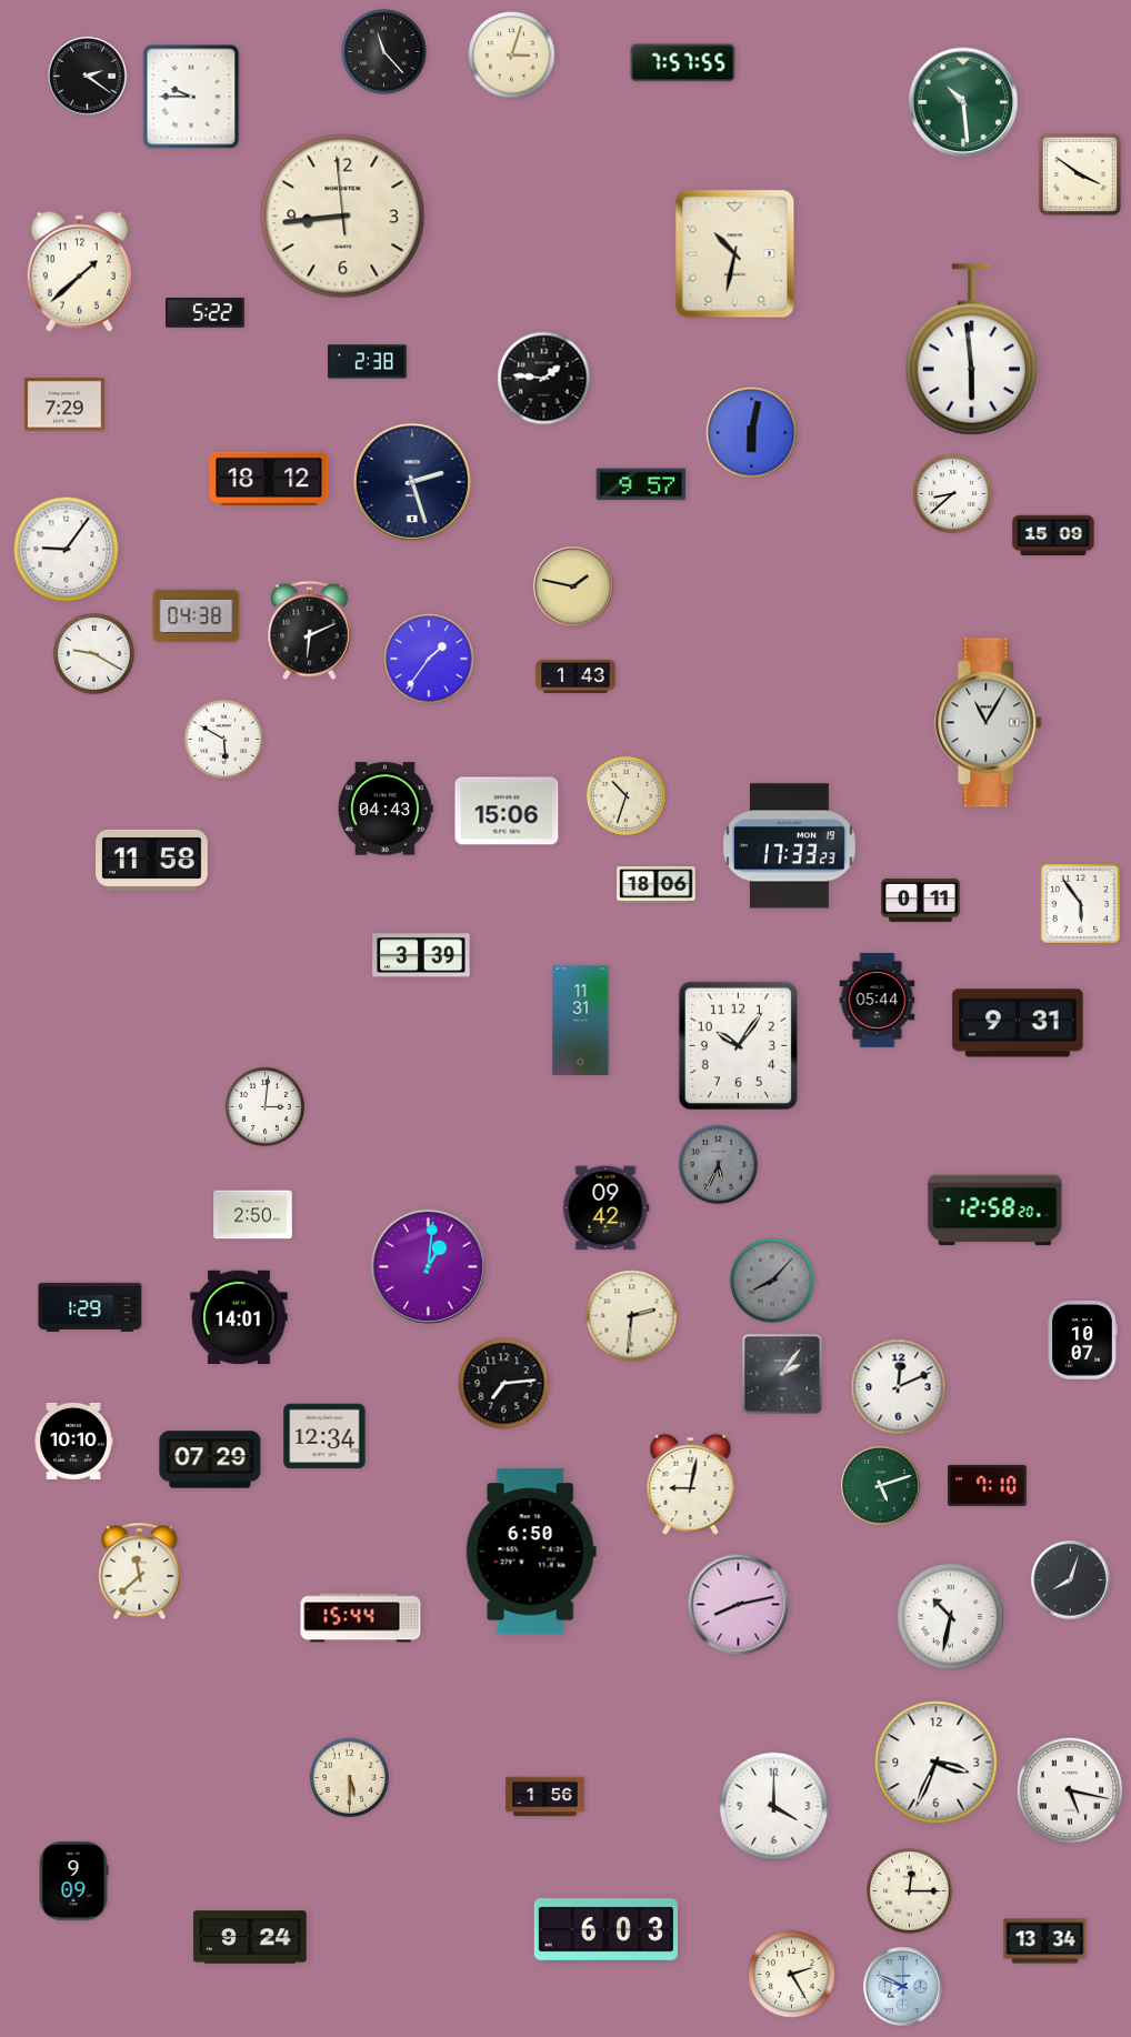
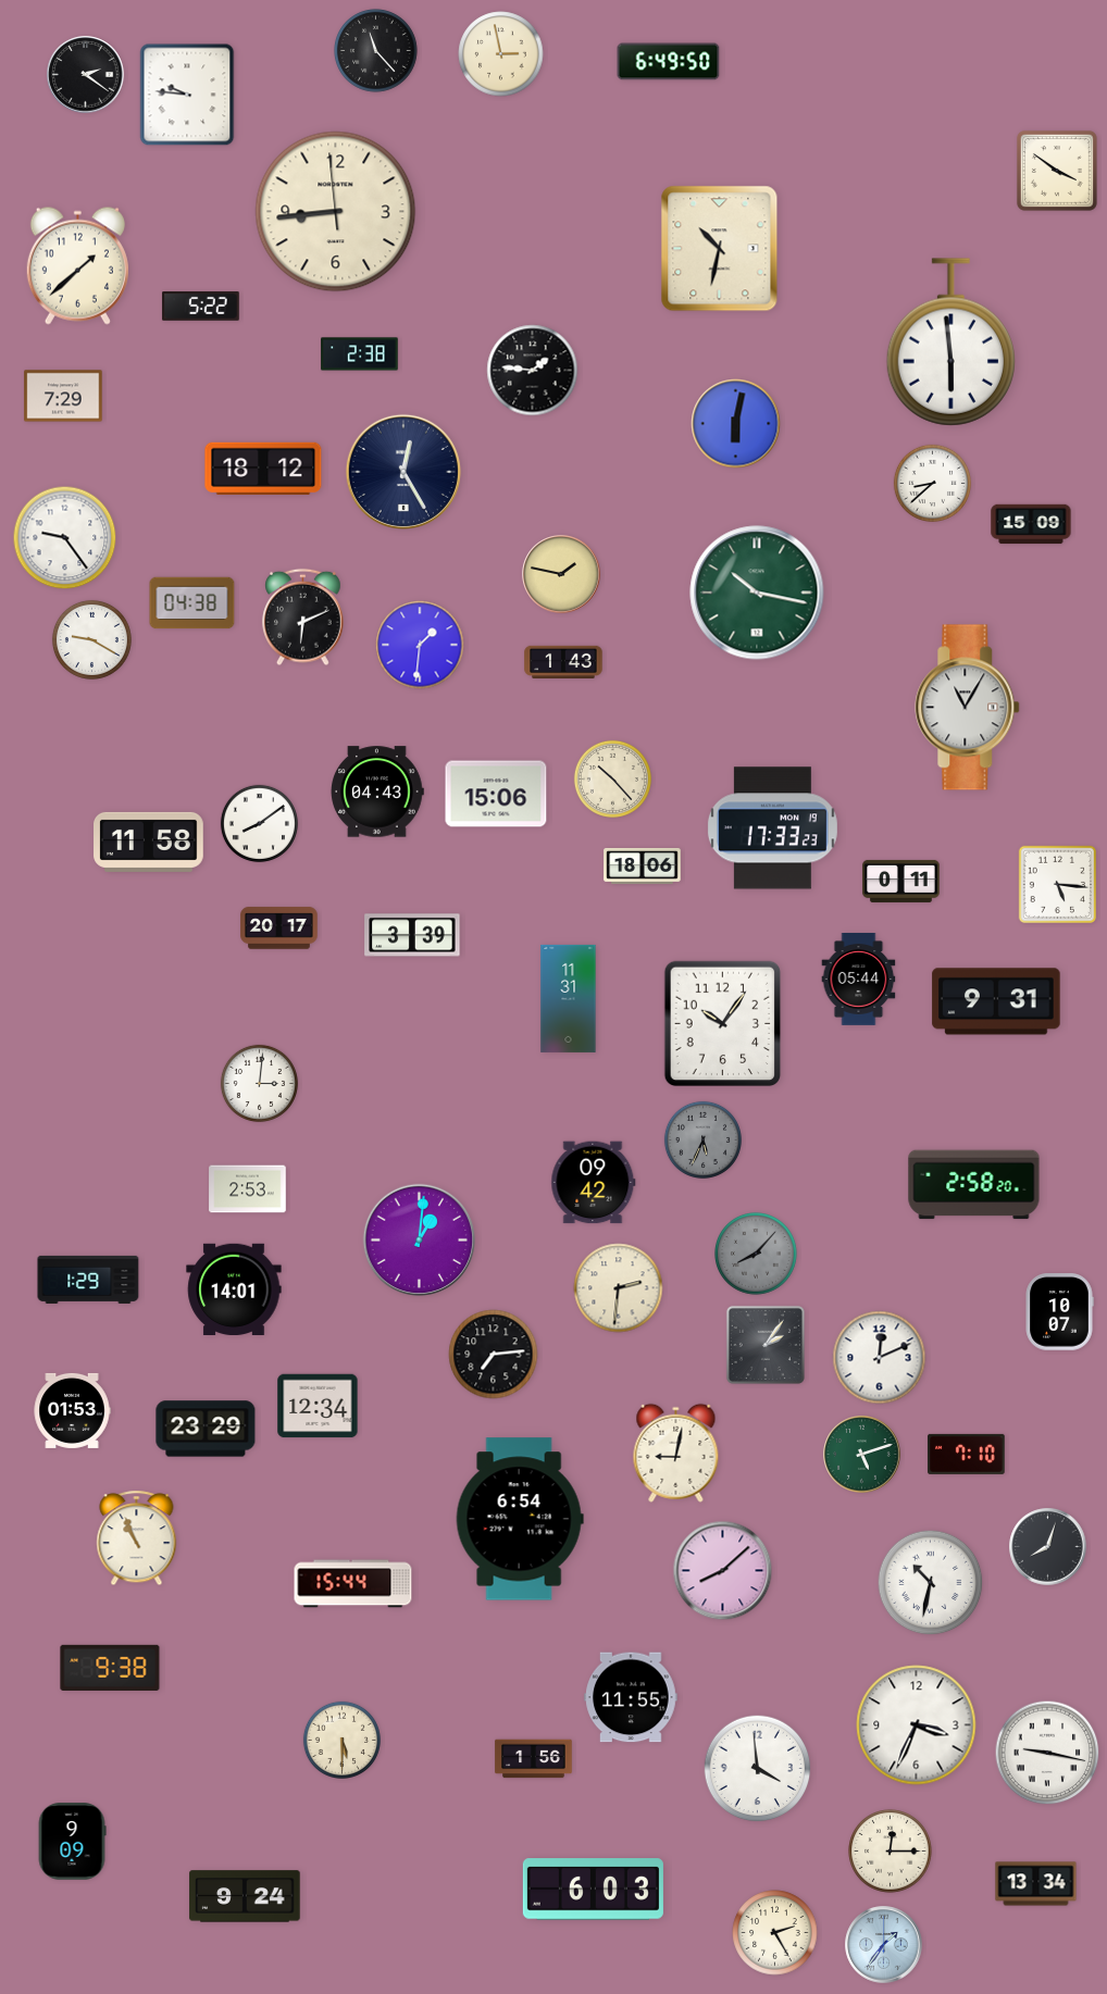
clock at (512, 56): 3:03 -> 2:58
clock at (683, 63): 7:57 -> 6:49
clock at (191, 97): 9:45 -> 9:46
clock at (963, 102): 10:29 -> none
clock at (412, 482): 2:27 -> 12:25
clock at (641, 484): 9:57 -> none
clock at (67, 550): 9:06 -> 9:24
clock at (757, 593): none -> 10:17
clock at (429, 659): 1:36 -> 1:31
clock at (223, 739): 5:50 -> none
clock at (625, 795): 10:33 -> 10:23
clock at (259, 823): none -> 8:09
clock at (1080, 903): 5:54 -> 5:16
clock at (279, 929): none -> 20:17
clock at (995, 1211): 12:58 -> 2:58
clock at (253, 1215): 2:50 -> 2:53
clock at (73, 1441): 10:10 -> 01:53
clock at (210, 1459): 07:29 -> 23:29
clock at (531, 1552): 6:50 -> 6:54
clock at (140, 1572): 11:38 -> 10:56
clock at (739, 1605): 8:13 -> 8:08
clock at (110, 1668): none -> 9:38
clock at (631, 1697): none -> 11:55
clock at (1070, 1790): 5:17 -> 9:17
clock at (774, 1807): 4:00 -> 3:59
clock at (1045, 1941) position: (1045, 1941) -> (1036, 1884)
clock at (903, 1987): 7:49 -> 1:36
